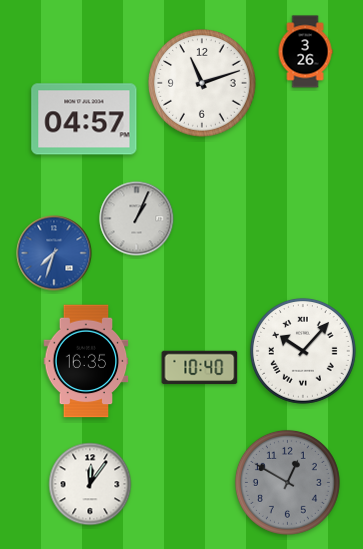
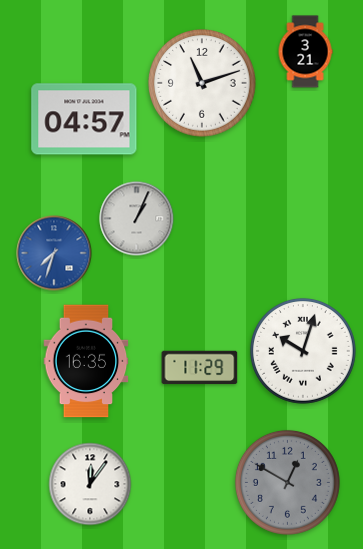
clock at (305, 52): 3:26 -> 3:21
clock at (303, 351): 10:07 -> 10:03
clock at (200, 368): 10:40 -> 11:29
